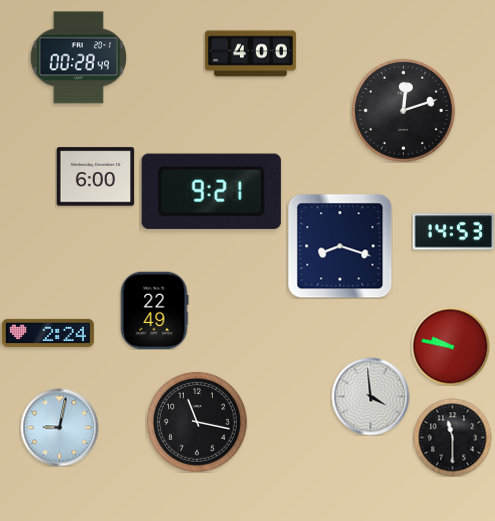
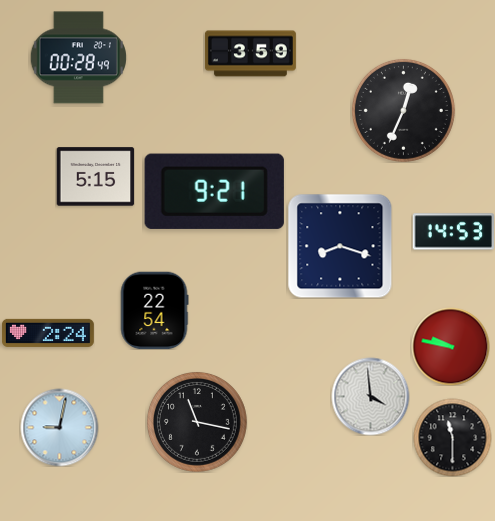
clock at (250, 54): 4:00 -> 3:59
clock at (403, 110): 12:12 -> 12:34
clock at (95, 177): 6:00 -> 5:15
clock at (211, 191) position: (211, 191) -> (214, 191)
clock at (154, 310): 22:49 -> 22:54
